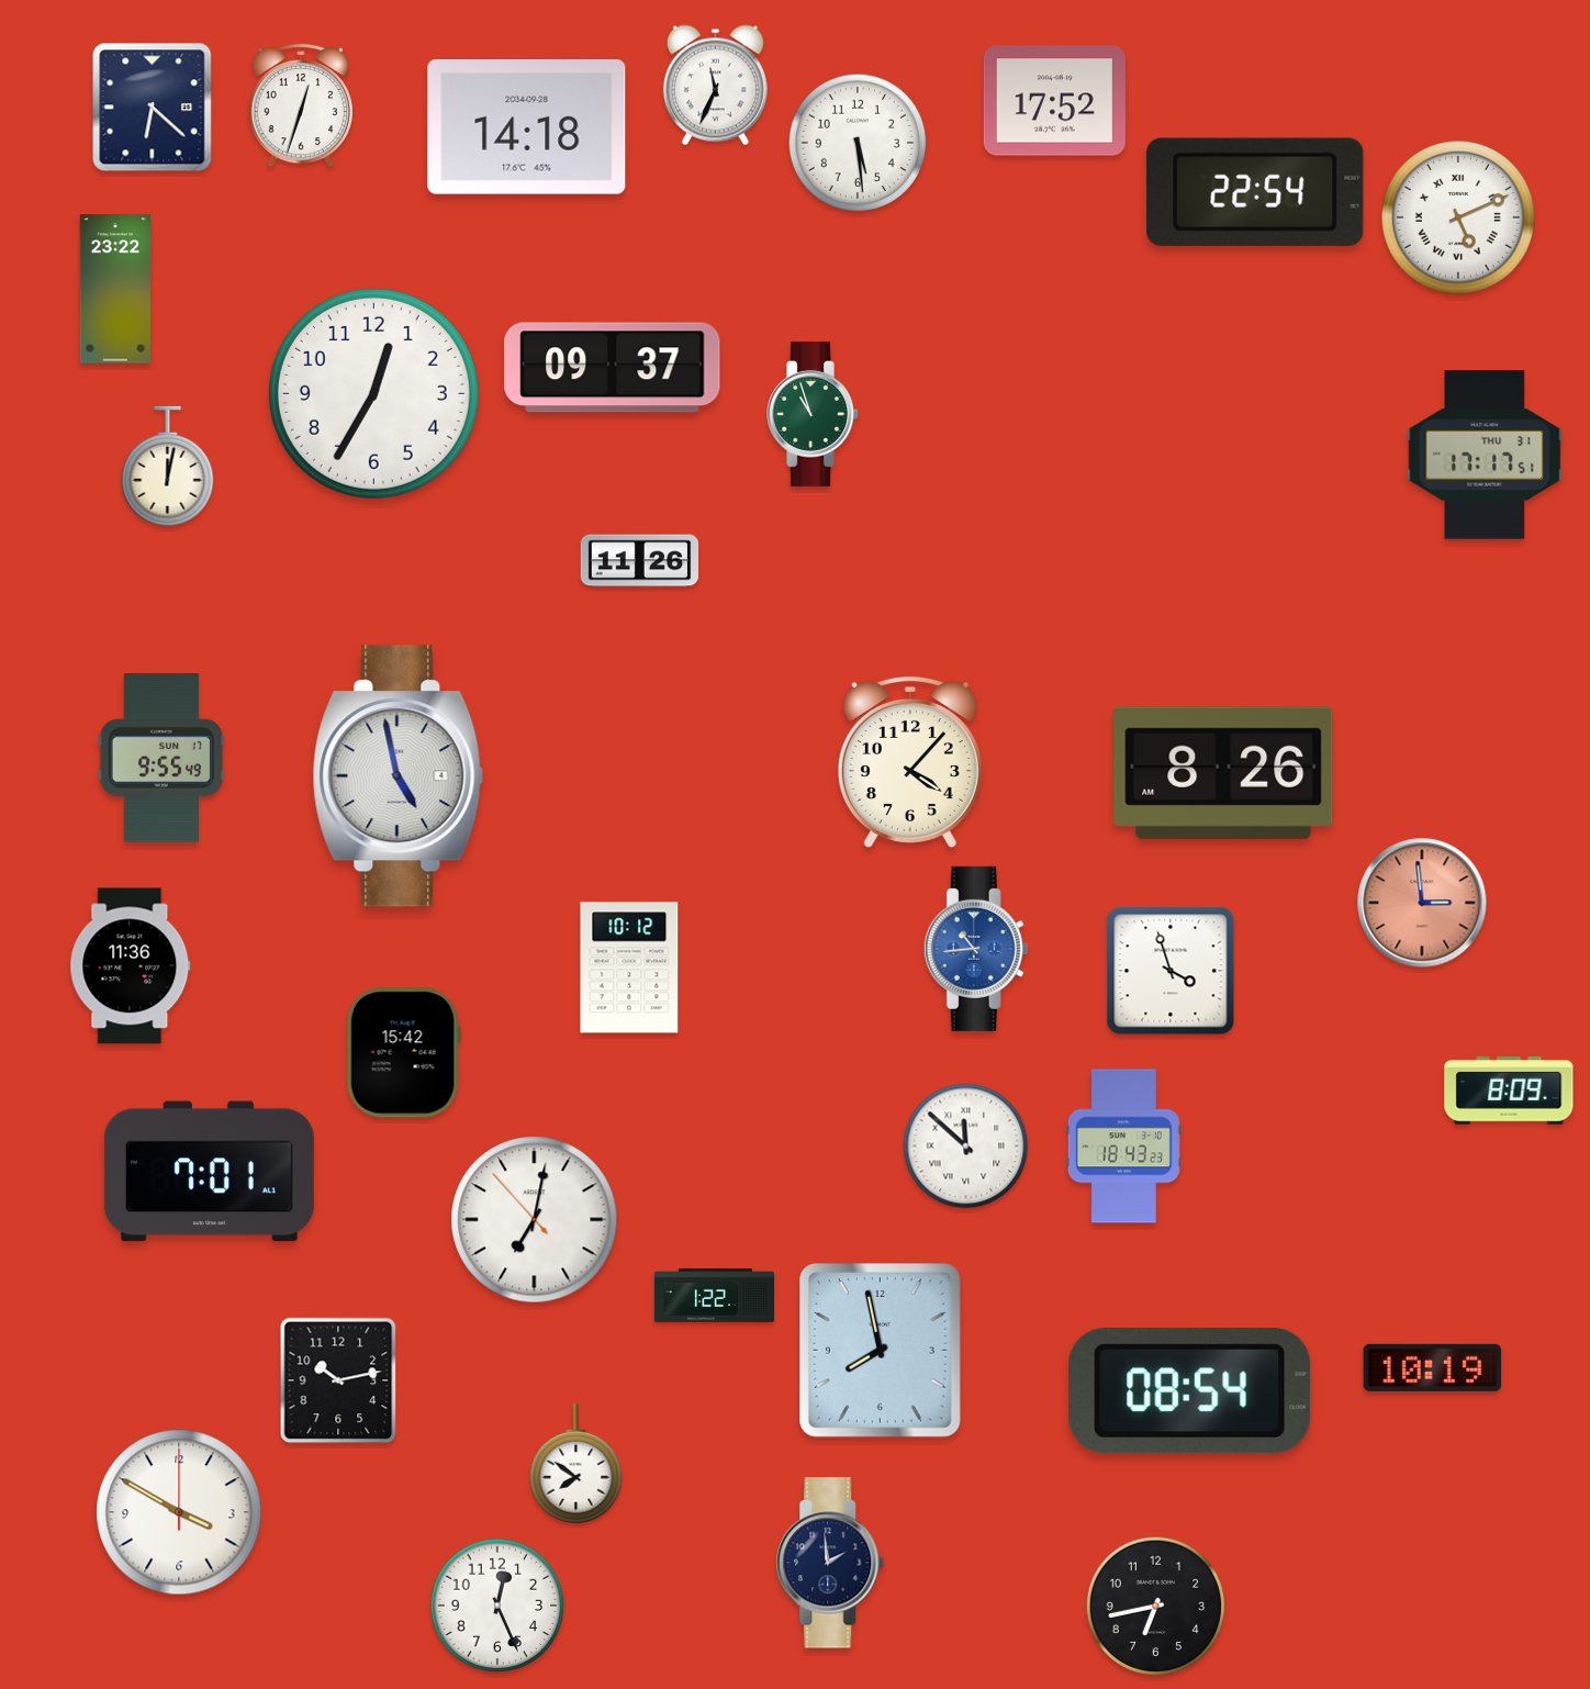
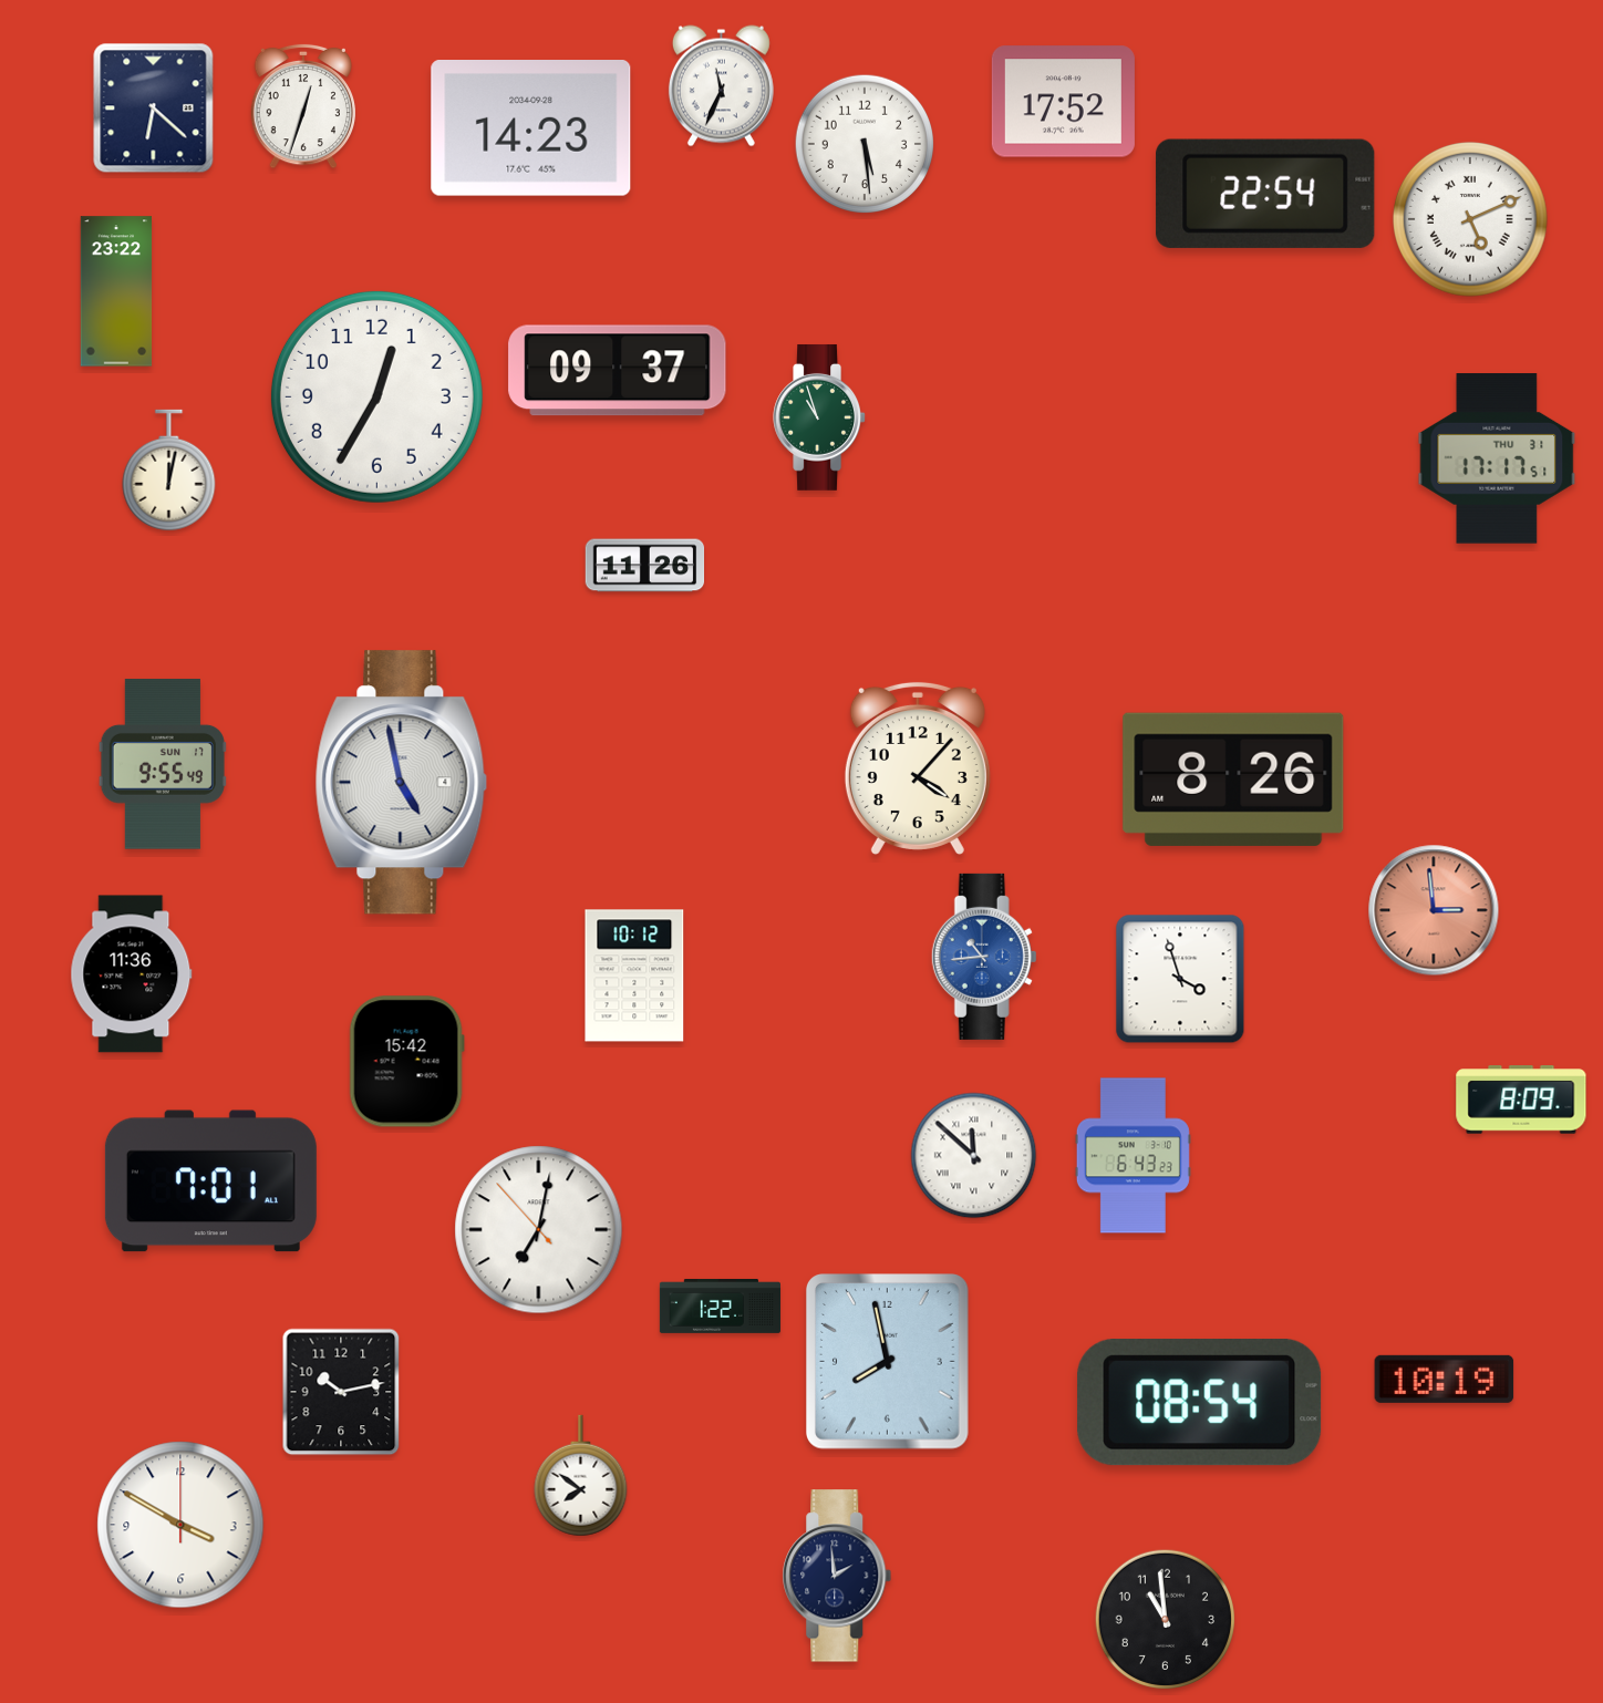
clock at (527, 127): 14:18 -> 14:23
clock at (1123, 1146): 18:43 -> 6:43
clock at (497, 1606): 12:26 -> none
clock at (1155, 1606): 6:43 -> 10:59
